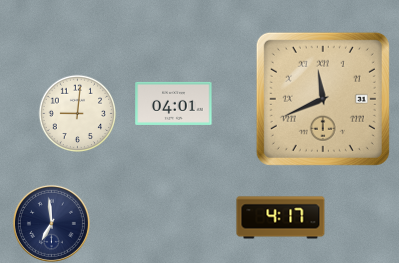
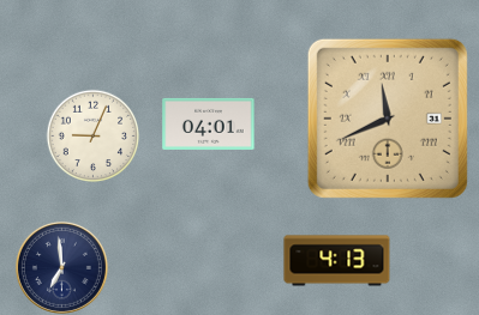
clock at (77, 113): 9:01 -> 9:04
clock at (281, 218): 4:17 -> 4:13
